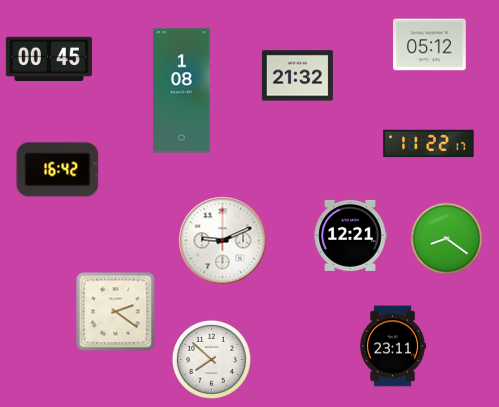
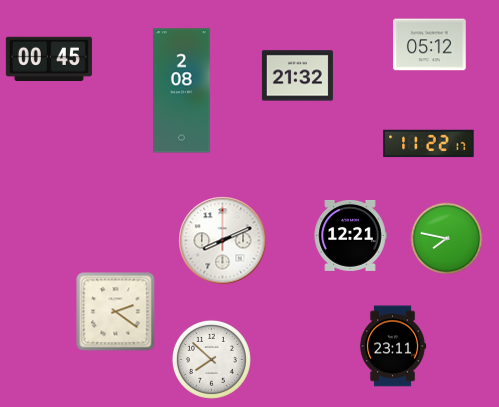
clock at (182, 91): 1:08 -> 2:08
clock at (58, 170): 16:42 -> none
clock at (447, 239): 8:21 -> 7:47
clock at (223, 241): 9:11 -> 8:11
